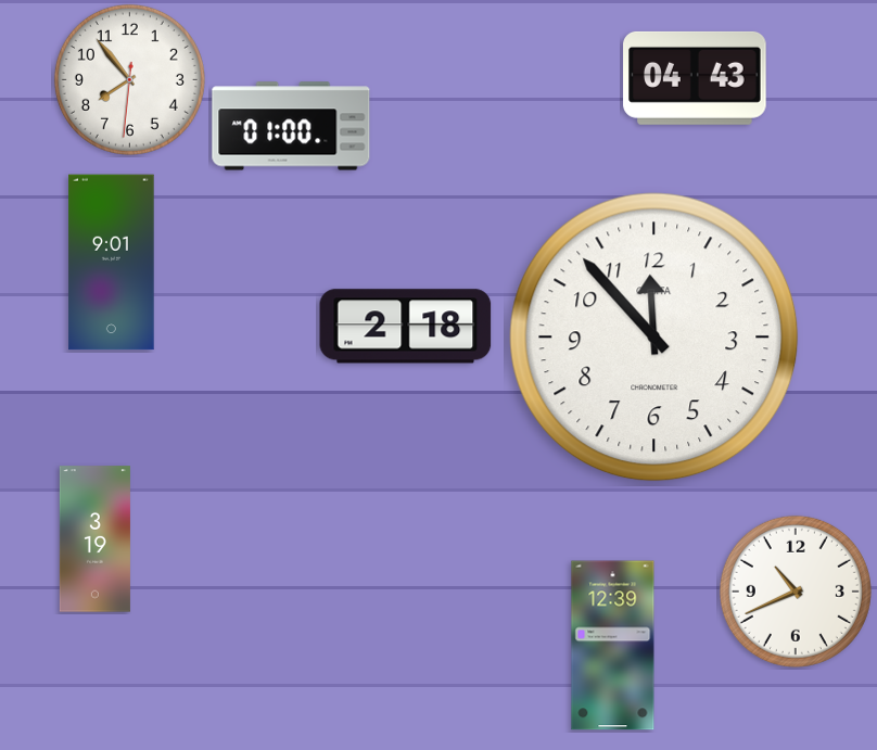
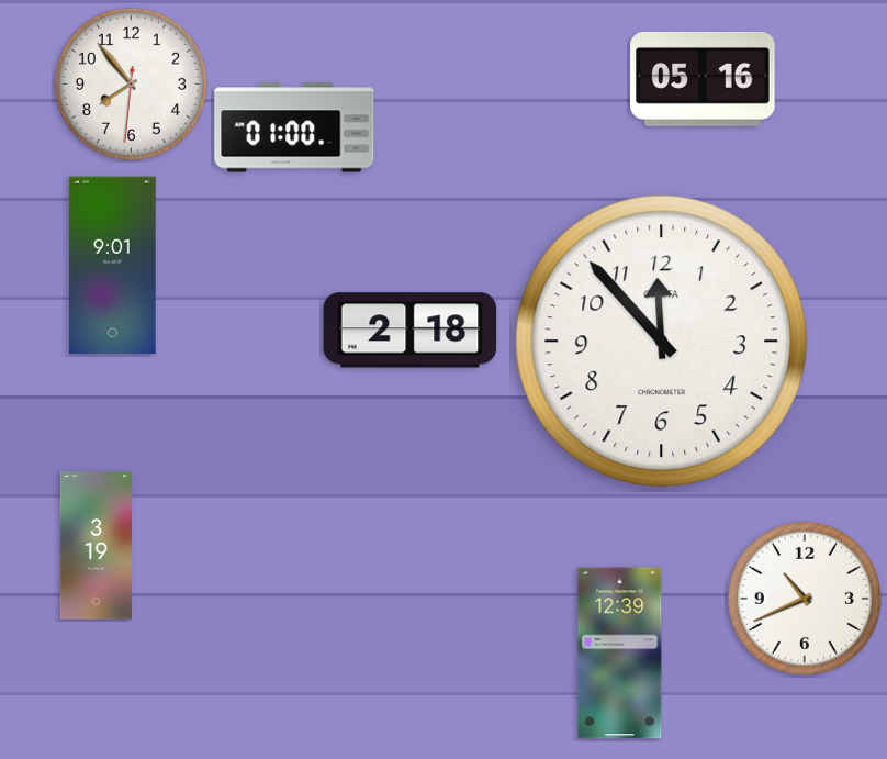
clock at (695, 78): 04:43 -> 05:16
clock at (129, 79) position: (129, 79) -> (131, 83)
